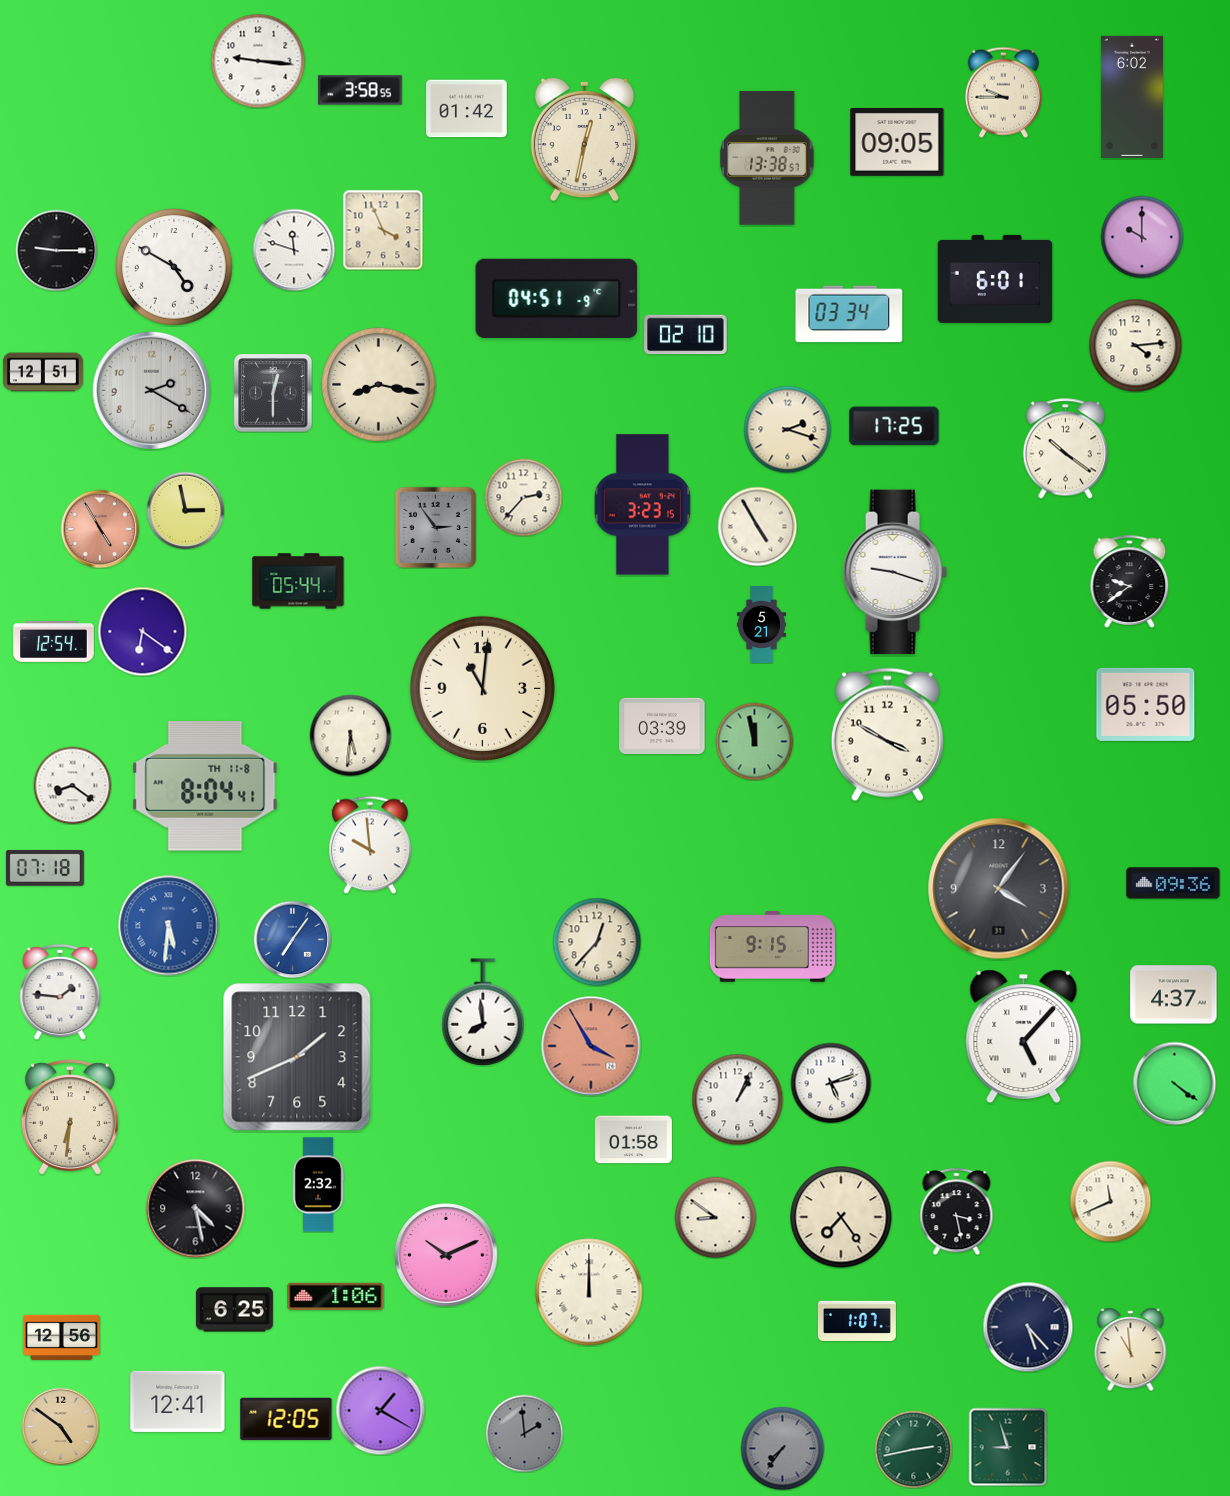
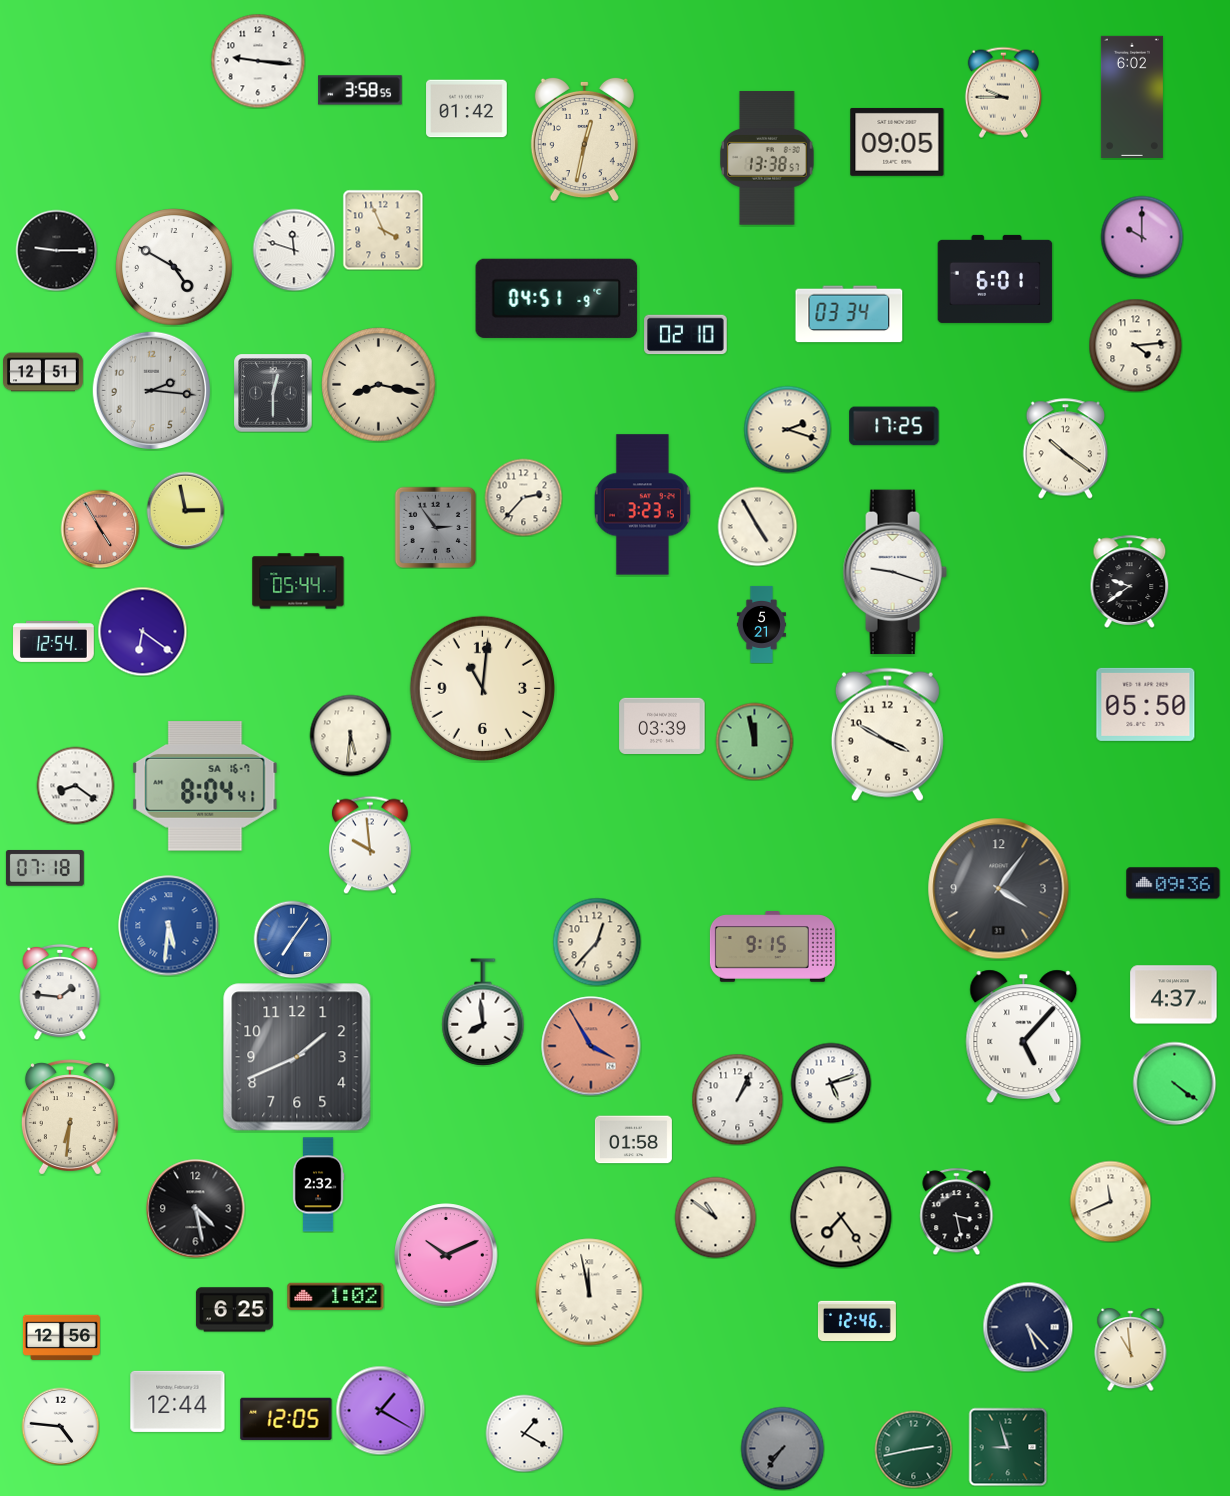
clock at (151, 390): 2:20 -> 2:16
clock at (72, 785) position: (72, 785) -> (75, 785)
clock at (205, 786) date: TH 11-8 -> SA 16-7
clock at (715, 1217): 8:51 -> 10:51
clock at (589, 1292): 12:00 -> 11:58
clock at (336, 1296): 1:06 -> 1:02
clock at (857, 1321): 1:07 -> 12:46
clock at (178, 1401): 12:41 -> 12:44
clock at (60, 1426): 4:51 -> 4:46
clock at (60, 1426) dial: champagne -> white
clock at (524, 1433): 1:59 -> 1:20
clock at (524, 1433) dial: grey -> white
